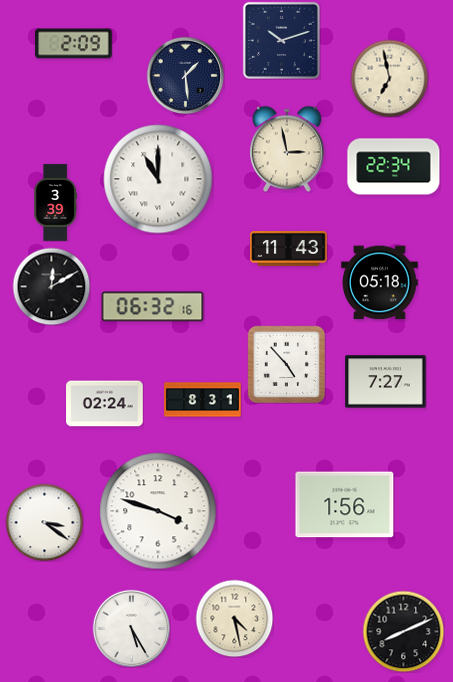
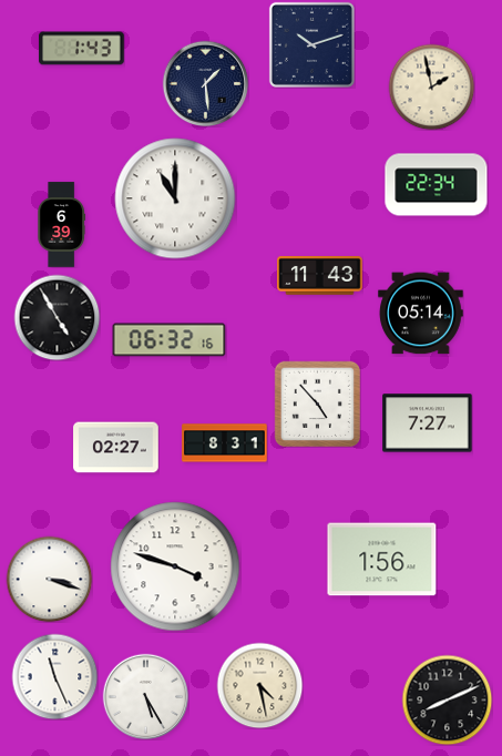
clock at (74, 44): 2:09 -> 1:43
clock at (389, 78): 6:58 -> 1:58
clock at (287, 149): 2:58 -> none
clock at (55, 203): 3:39 -> 6:39
clock at (380, 283): 05:18 -> 05:14
clock at (51, 286): 12:10 -> 4:55
clock at (105, 404): 02:24 -> 02:27
clock at (44, 522): 3:21 -> 3:18
clock at (54, 676): none -> 11:26
